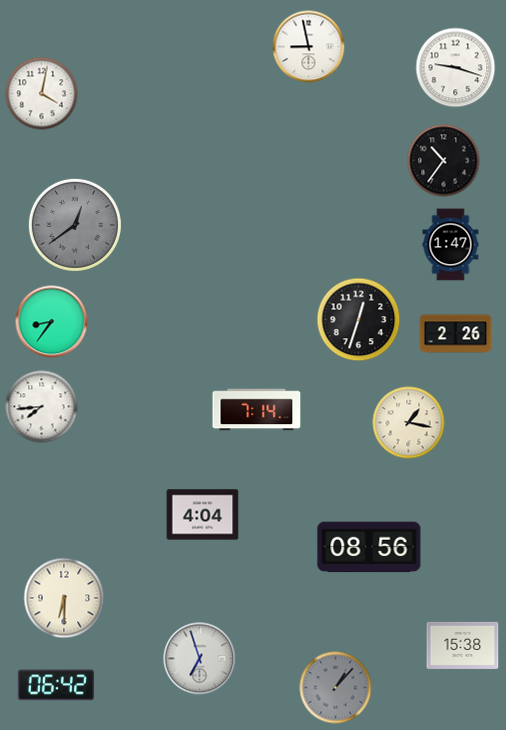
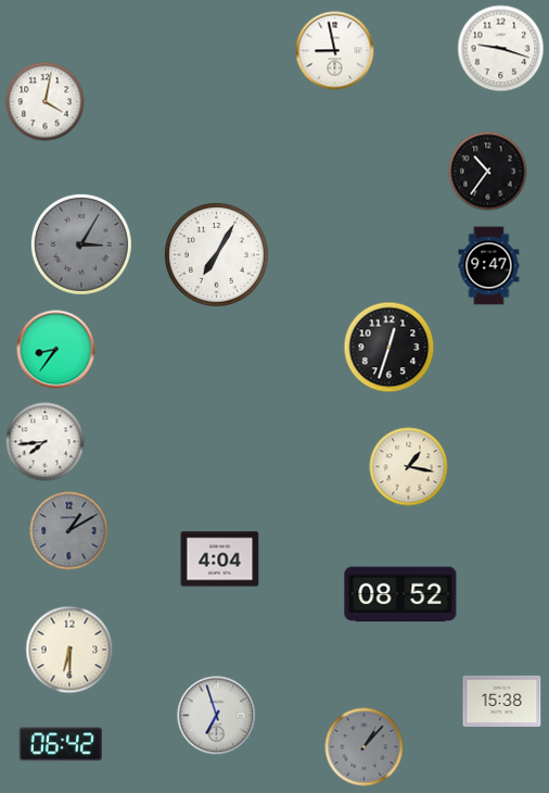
clock at (456, 68) position: (456, 68) -> (501, 49)
clock at (444, 161) position: (444, 161) -> (488, 172)
clock at (75, 225): 12:39 -> 3:05
clock at (216, 254): none -> 7:05
clock at (451, 245): 1:47 -> 9:47
clock at (456, 334): 2:26 -> none
clock at (257, 410): 7:14 -> none
clock at (409, 423) position: (409, 423) -> (409, 467)
clock at (69, 531): none -> 1:10
clock at (369, 547): 08:56 -> 08:52
